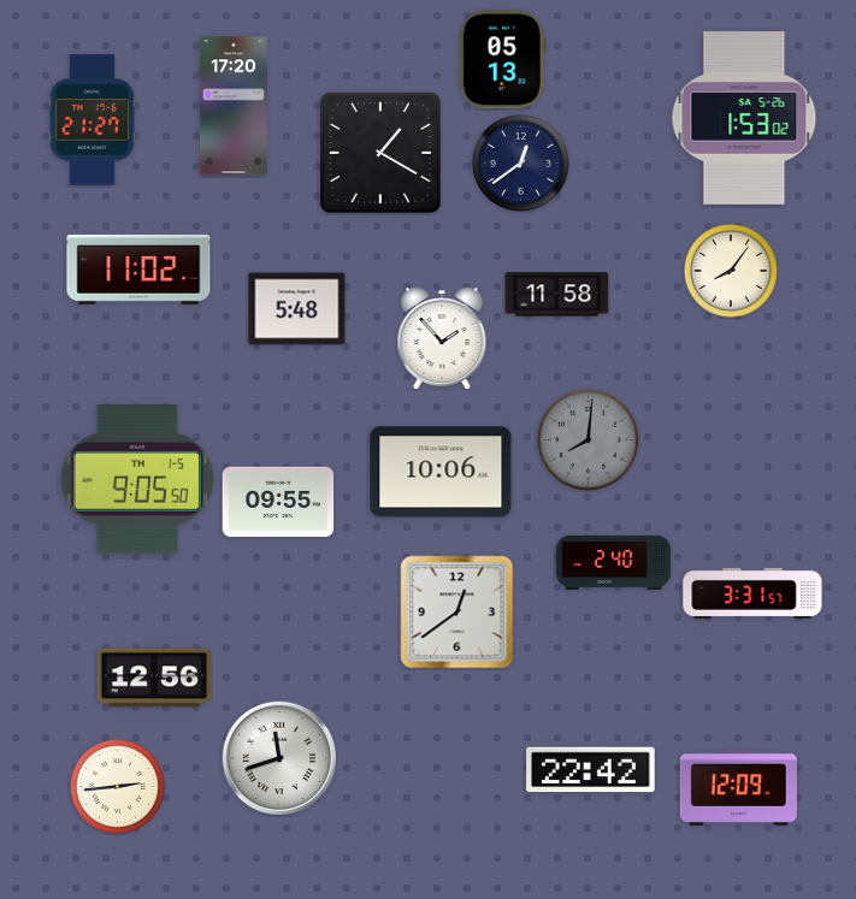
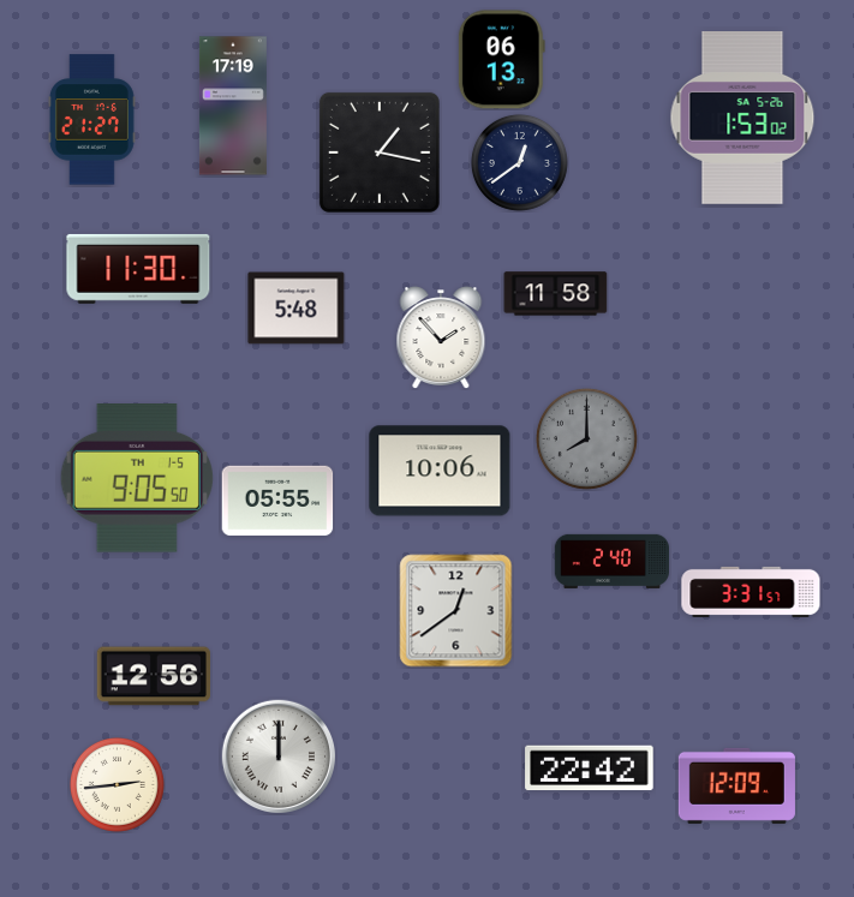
clock at (502, 60): 05:13 -> 06:13
clock at (234, 106): 17:20 -> 17:19
clock at (380, 153): 1:20 -> 1:17
clock at (138, 270): 11:02 -> 11:30
clock at (731, 271): 8:06 -> none
clock at (588, 439): 8:01 -> 8:00
clock at (278, 502): 09:55 -> 05:55
clock at (278, 757): 11:42 -> 12:00
